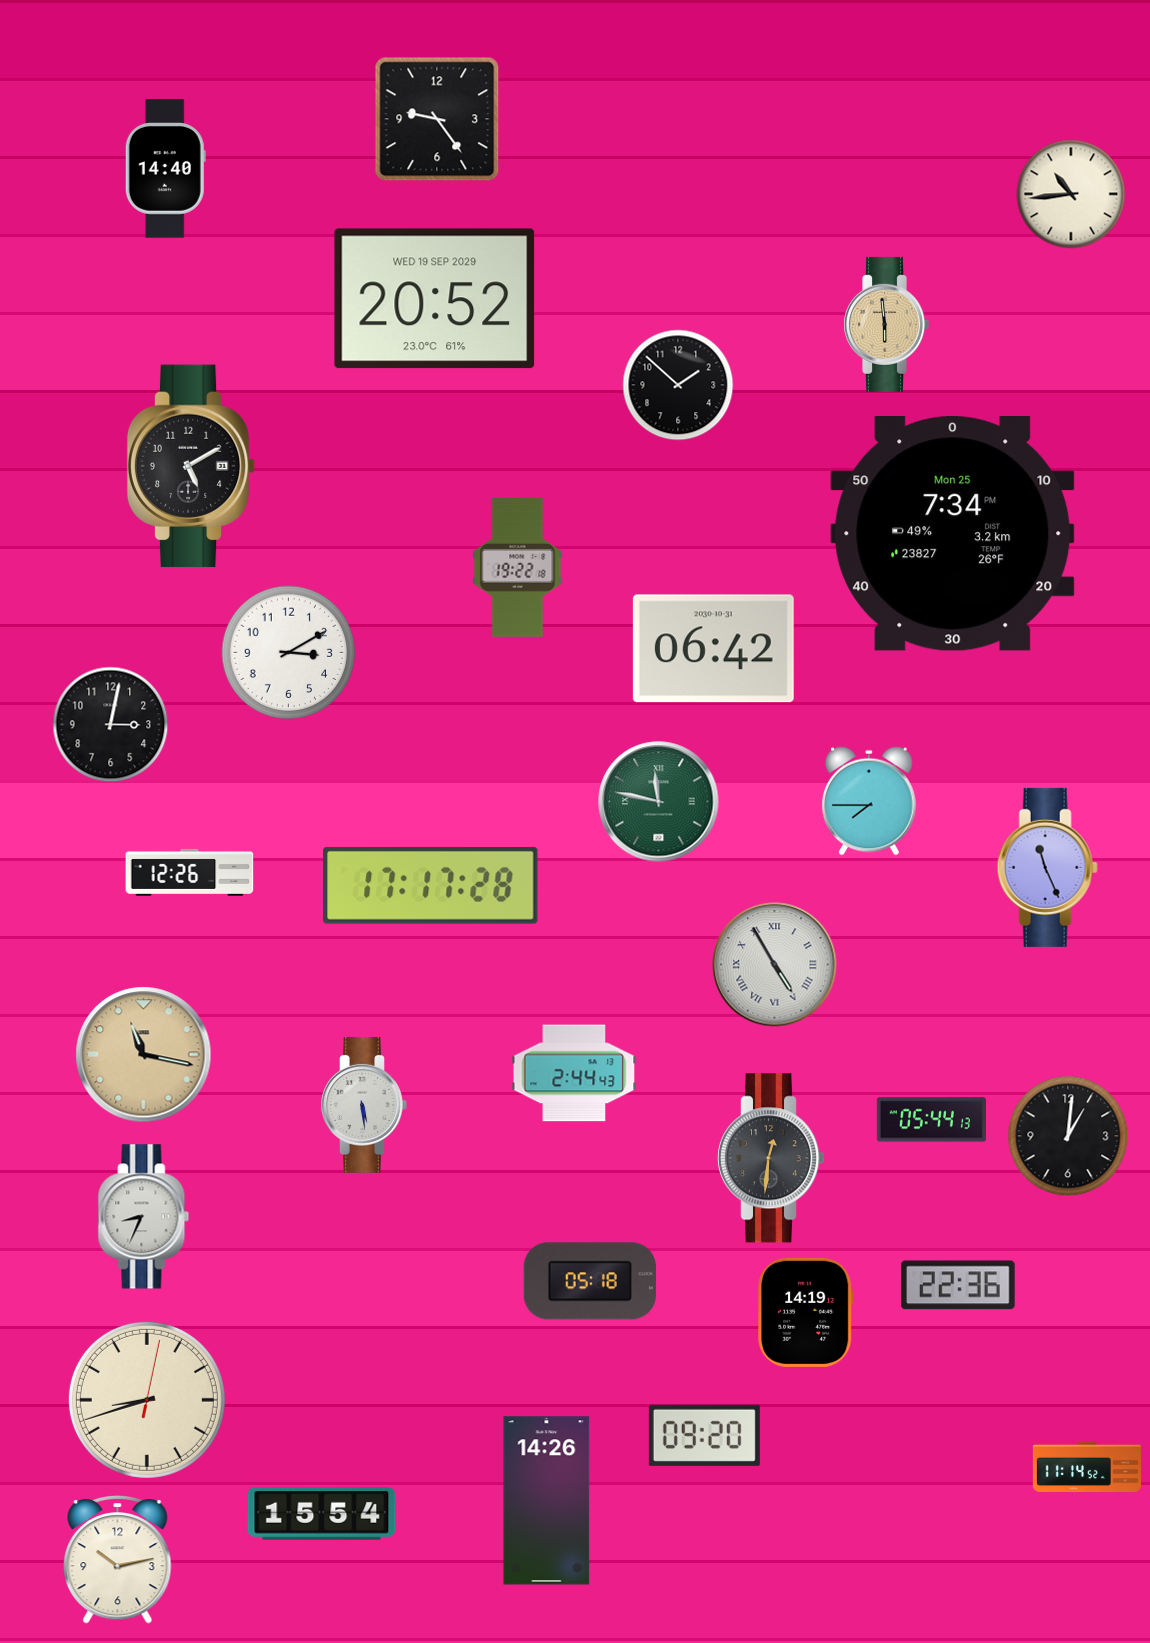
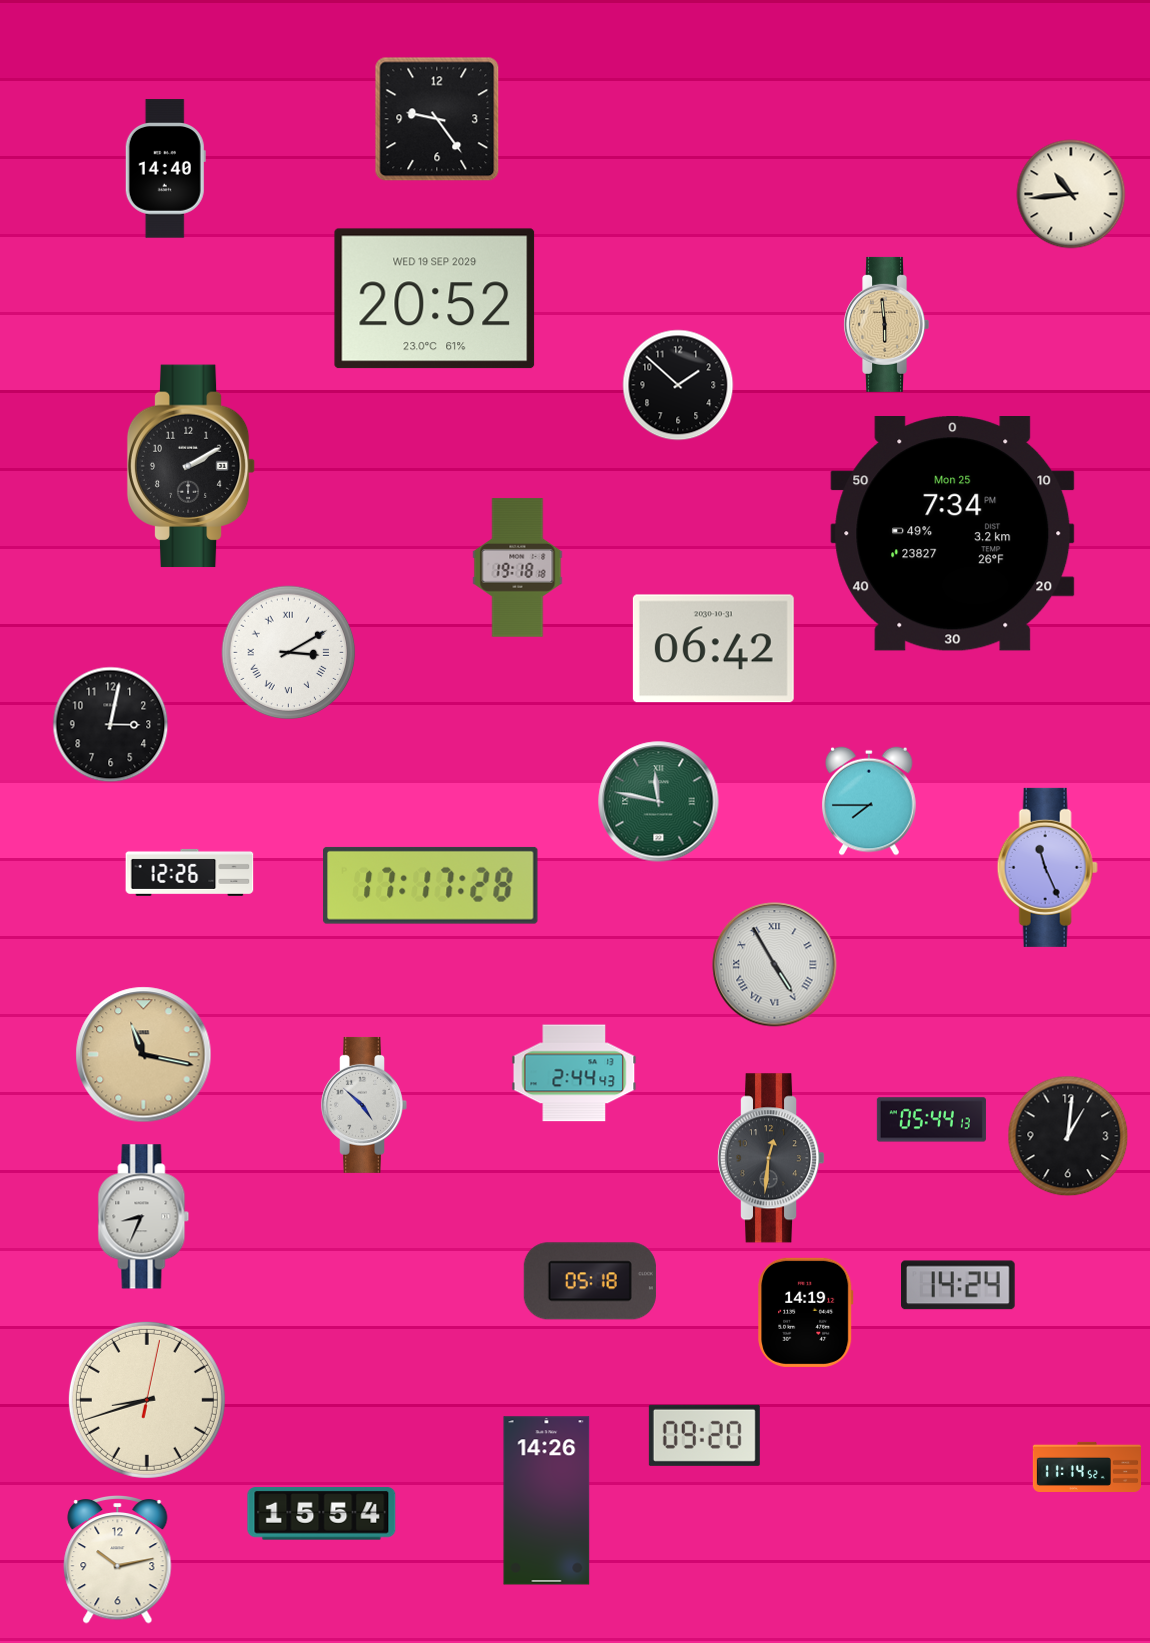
clock at (191, 466): 5:10 -> 2:10
clock at (518, 568): 19:22 -> 19:18
clock at (289, 653) numerals: Arabic -> Roman
clock at (364, 1105): 5:29 -> 4:52
clock at (959, 1285): 22:36 -> 14:24
